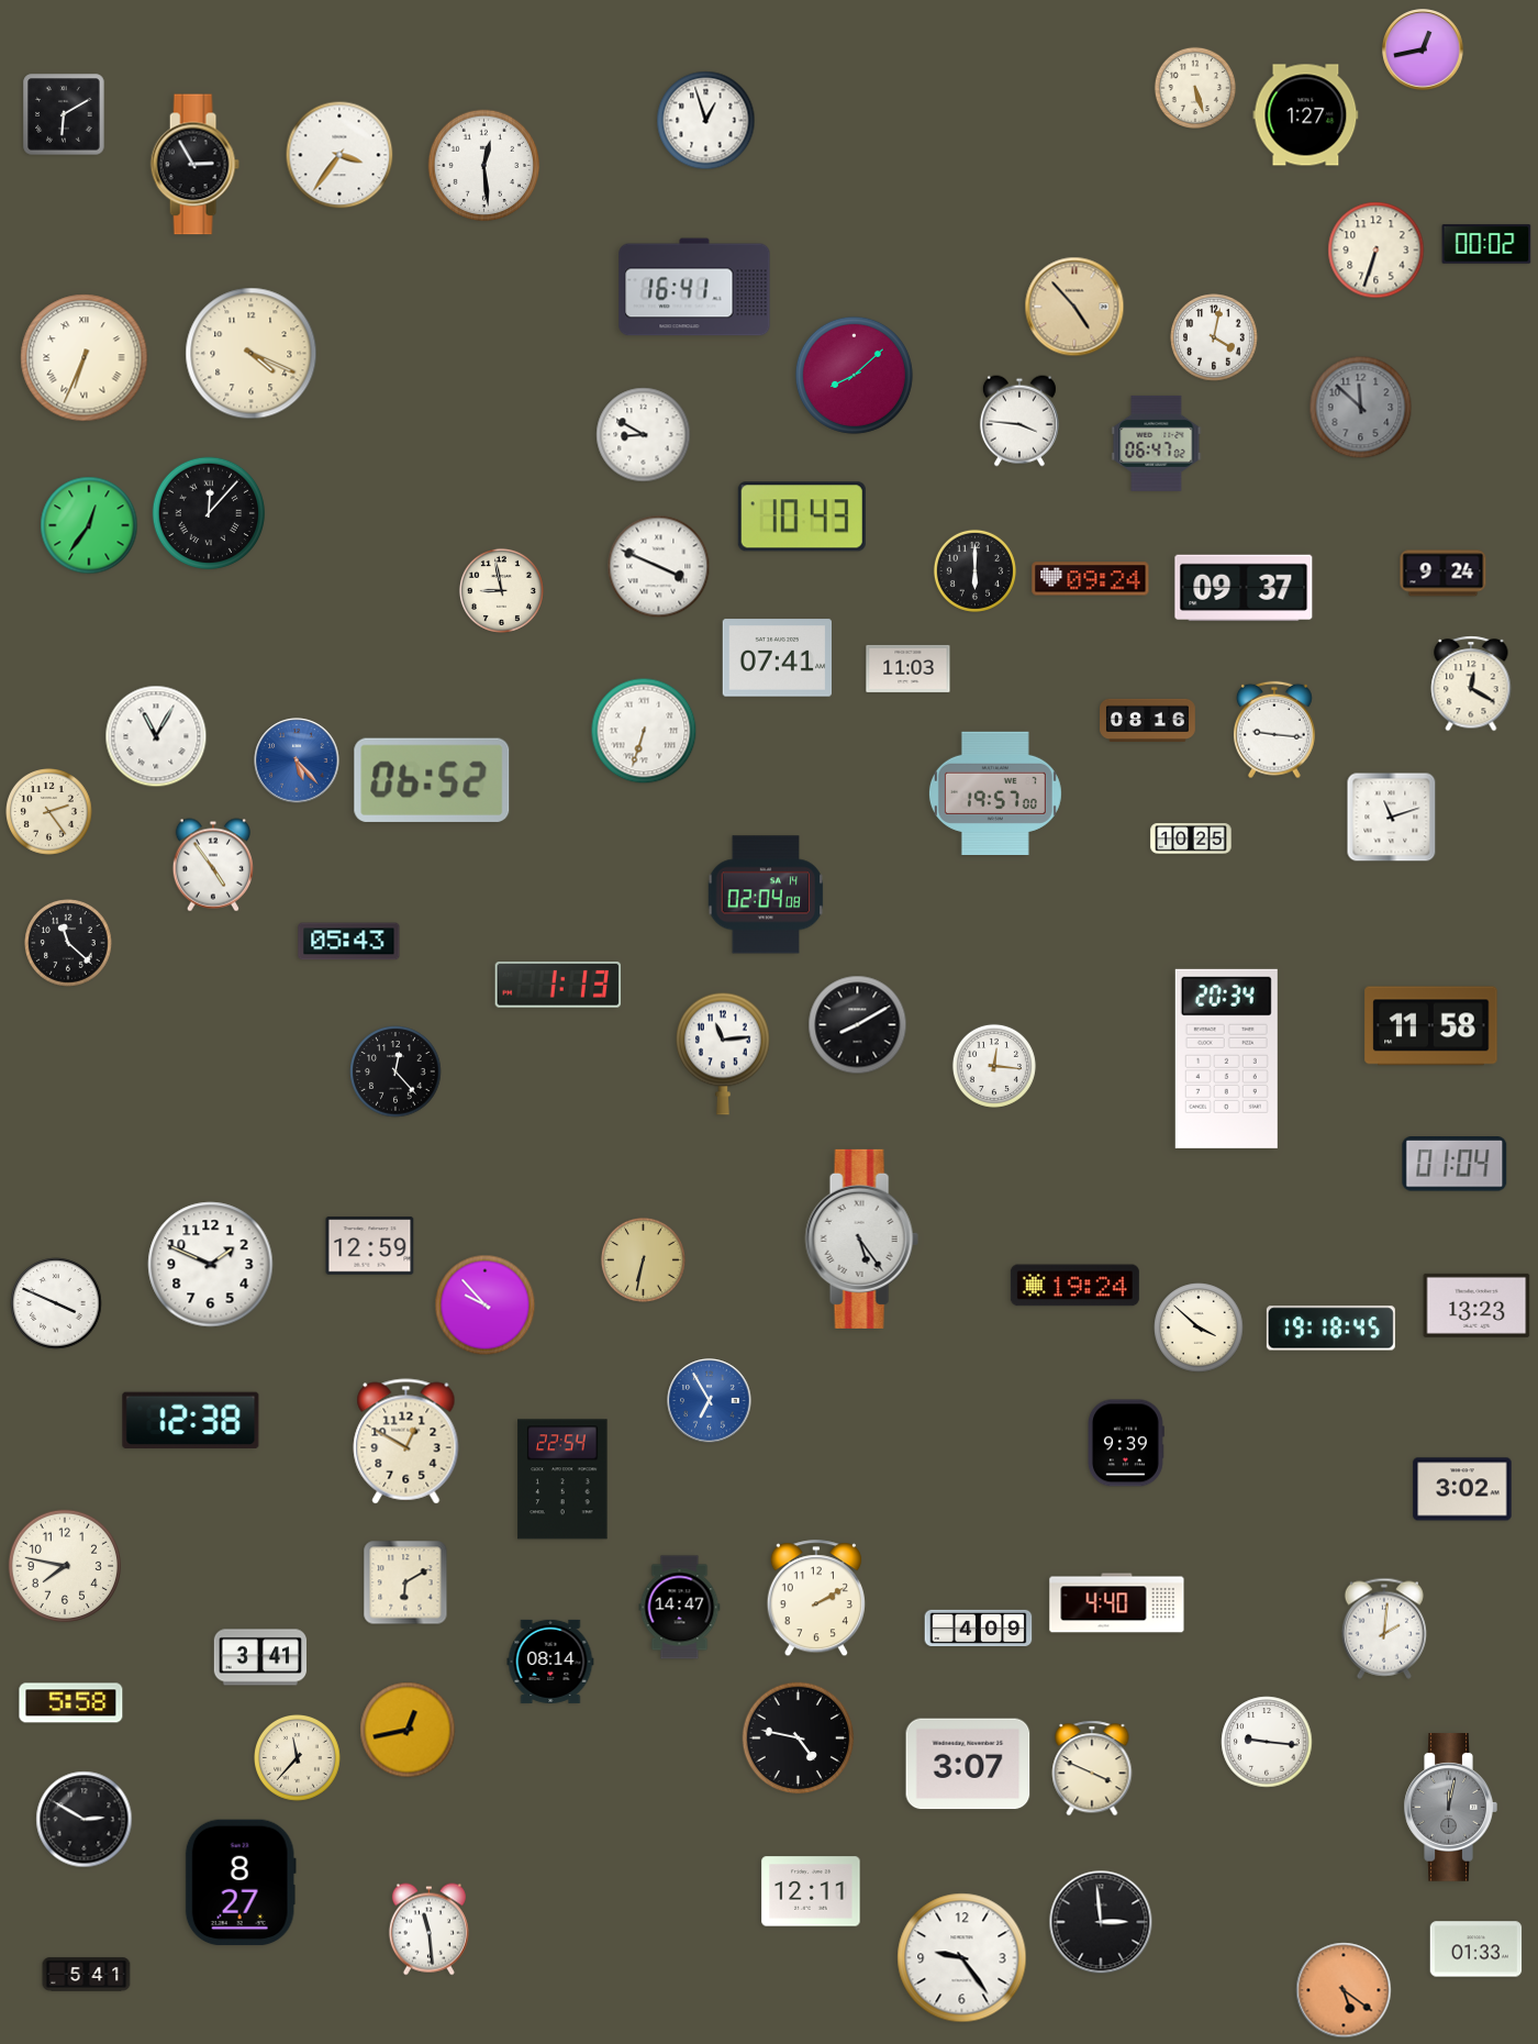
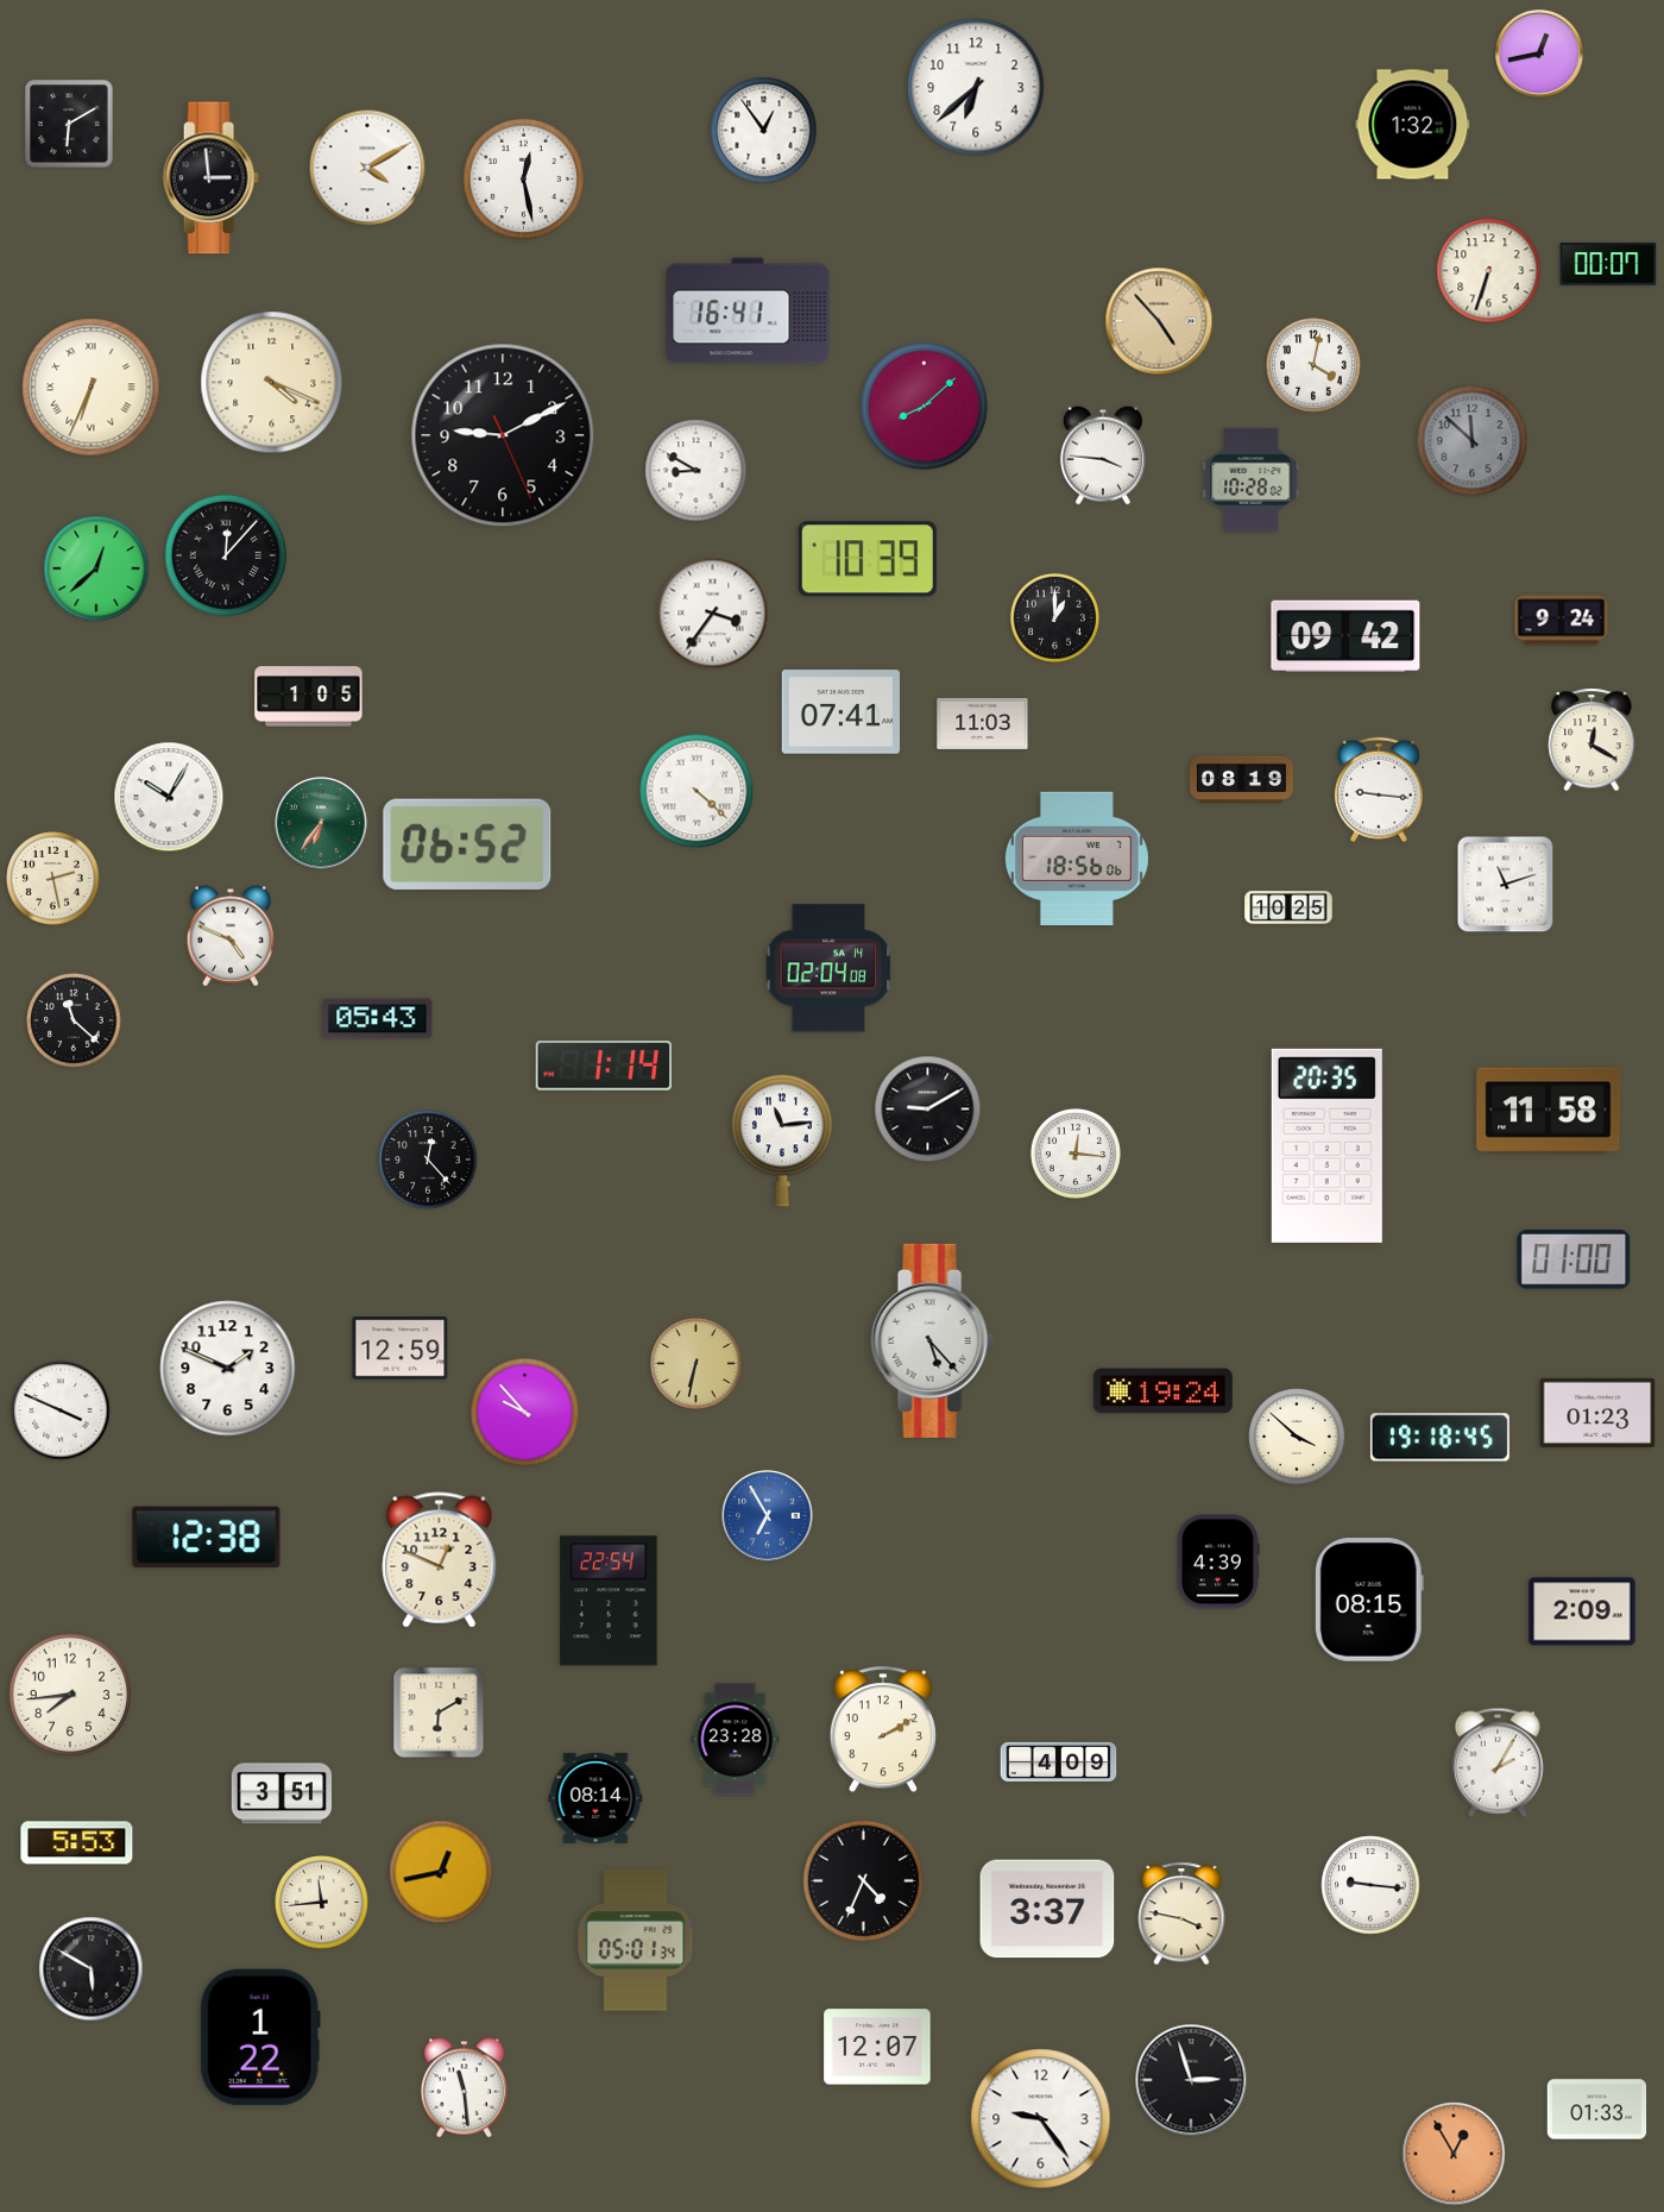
clock at (976, 87): none -> 6:38
clock at (1194, 87): 5:27 -> none
clock at (1306, 115): 1:27 -> 1:32
clock at (706, 121): 12:57 -> 12:54
clock at (339, 155): 3:36 -> 4:10
clock at (194, 165): 2:55 -> 2:59
clock at (484, 166): 12:29 -> 12:28
clock at (1486, 244): 00:02 -> 00:07
clock at (694, 287) position: (694, 287) -> (748, 310)
clock at (1074, 307) position: (1074, 307) -> (1159, 321)
clock at (503, 435): none -> 9:10
clock at (1157, 443): 06:47 -> 10:28
clock at (802, 516): 10:43 -> 10:39
clock at (89, 525): 12:36 -> 12:38
clock at (659, 567): 3:49 -> 3:36
clock at (974, 570): 6:00 -> 1:00
clock at (1091, 579): 09:24 -> none
clock at (1244, 587): 09:37 -> 09:42
clock at (501, 590): 8:58 -> none
clock at (309, 697): none -> 1:05
clock at (1148, 720): 08:16 -> 08:19
clock at (644, 731): 6:33 -> 4:22
clock at (156, 736): 11:05 -> 10:05
clock at (297, 760): 5:23 -> 6:36
clock at (297, 760) dial: blue -> green
clock at (995, 792): 19:57 -> 18:56
clock at (49, 812): 2:24 -> 2:28
clock at (213, 865): 4:54 -> 4:49
clock at (557, 986): 1:13 -> 1:14
clock at (858, 1025): 8:10 -> 9:10
clock at (1226, 1058): 20:34 -> 20:35
clock at (1455, 1165): 01:04 -> 01:00
clock at (861, 1238): 5:24 -> 5:23
clock at (1476, 1306): 13:23 -> 01:23
clock at (406, 1442): 12:50 -> 12:49
clock at (1126, 1443): 9:39 -> 4:39
clock at (1369, 1600): none -> 08:15
clock at (1462, 1489): 3:02 -> 2:09
clock at (65, 1566): 7:47 -> 7:44
clock at (1117, 1603): 4:40 -> none
clock at (680, 1608): 14:47 -> 23:28
clock at (1384, 1629): 2:01 -> 2:05
clock at (259, 1657): 3:41 -> 3:51
clock at (71, 1703): 5:58 -> 5:53
clock at (799, 1738): 4:47 -> 4:34
clock at (298, 1758): 11:37 -> 11:44
clock at (968, 1764): 3:07 -> 3:37
clock at (1092, 1768): 3:49 -> 3:47
clock at (636, 1941): none -> 05:01
clock at (1450, 1808): 12:02 -> none
clock at (85, 1820): 2:50 -> 5:50
clock at (241, 1882): 8:27 -> 1:22
clock at (811, 1891): 12:11 -> 12:07
clock at (1101, 1922): 2:59 -> 2:57
clock at (87, 1975): 5:41 -> none
clock at (1344, 1990): 5:21 -> 12:55
